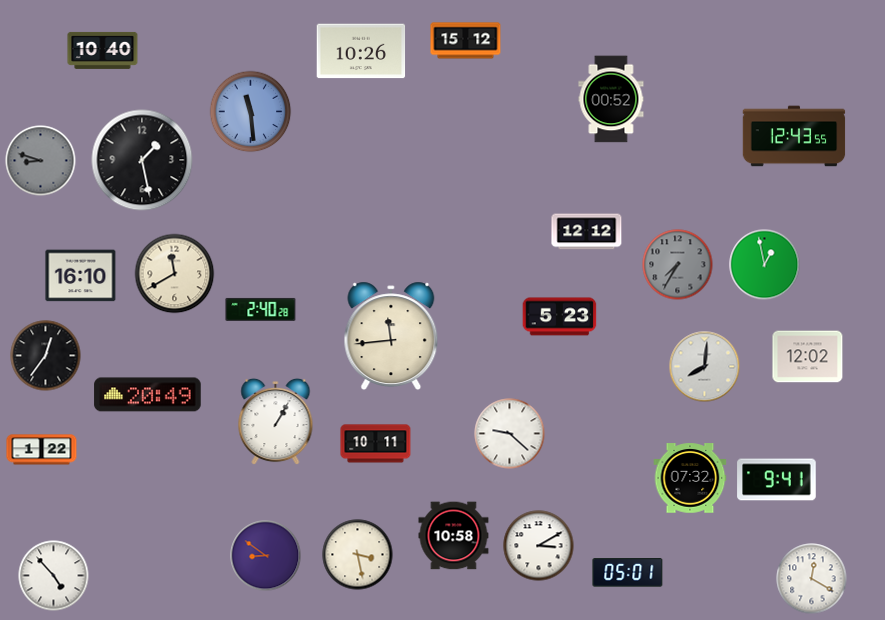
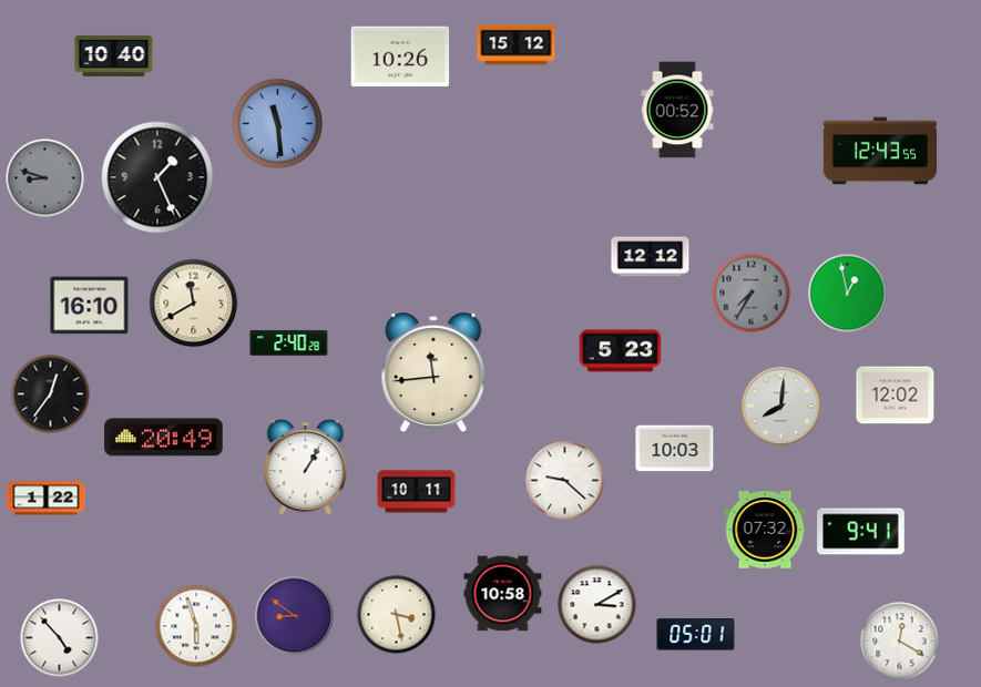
clock at (142, 160): 1:28 -> 1:26
clock at (675, 449): none -> 10:03
clock at (196, 626): none -> 5:57
